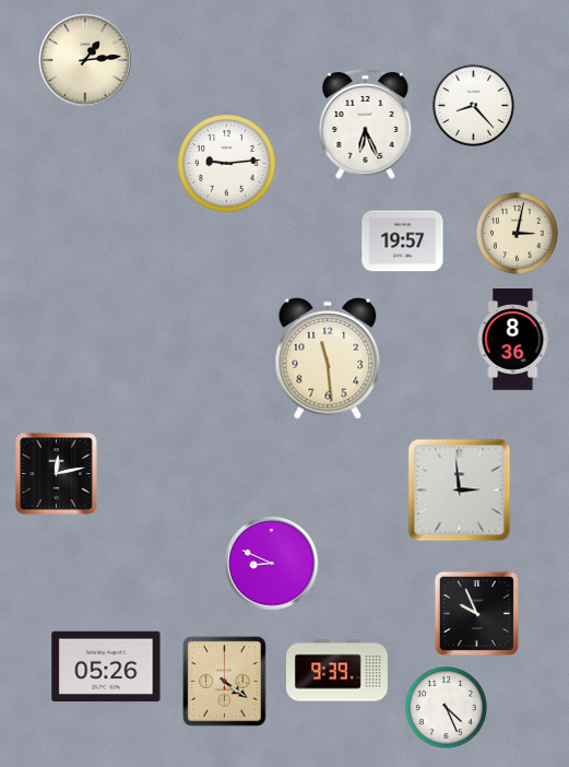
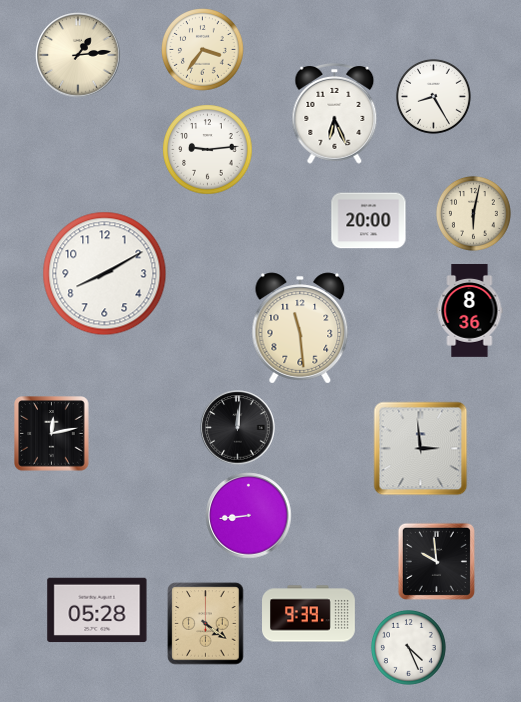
clock at (203, 50): none -> 3:36
clock at (473, 105): 8:23 -> 8:25
clock at (517, 233): 3:02 -> 6:02
clock at (403, 241): 19:57 -> 20:00
clock at (105, 274): none -> 8:10
clock at (238, 428): none -> 12:01
clock at (272, 564): 8:49 -> 8:44
clock at (476, 613): 9:56 -> 9:59
clock at (106, 666): 05:26 -> 05:28
